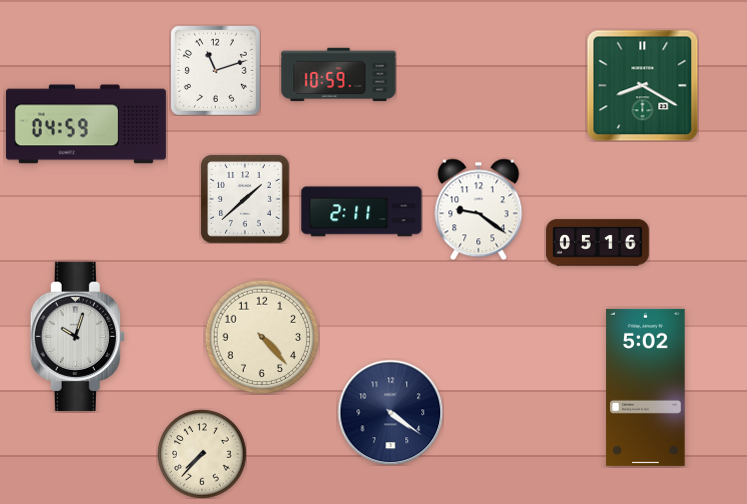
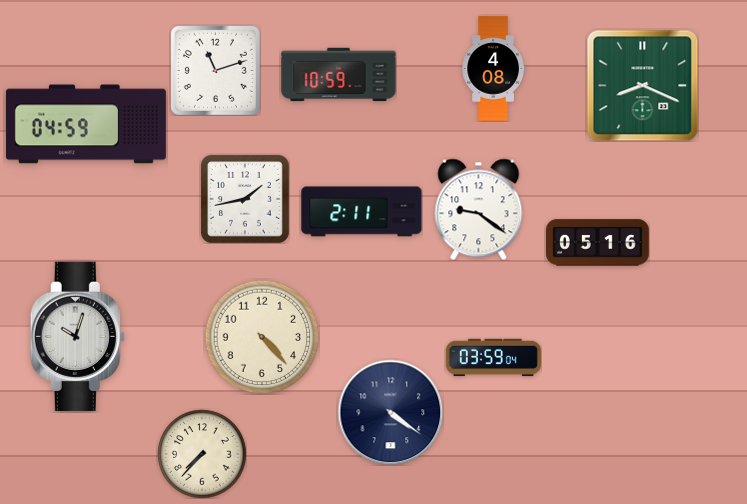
clock at (493, 69): none -> 4:08
clock at (642, 85): 8:20 -> 8:19
clock at (245, 199): 1:38 -> 1:43
clock at (493, 358): none -> 03:59
clock at (646, 387): 5:02 -> none
